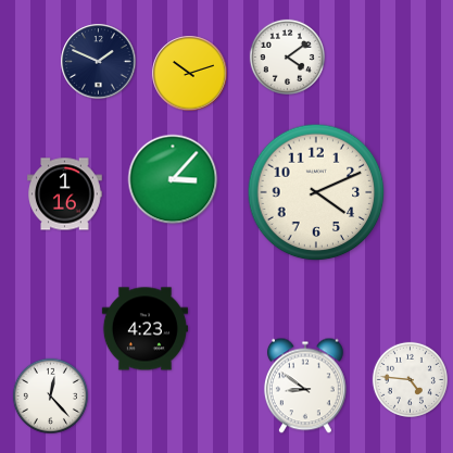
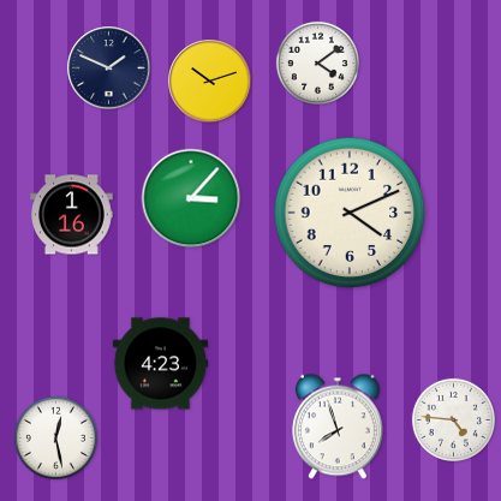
clock at (305, 386): 8:51 -> 7:57
clock at (50, 395): 12:23 -> 12:28
